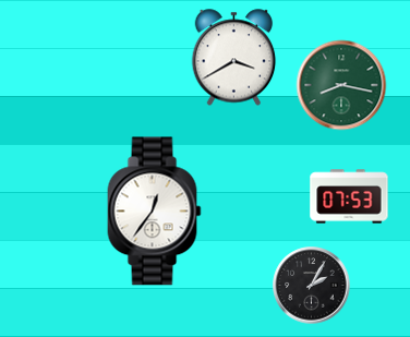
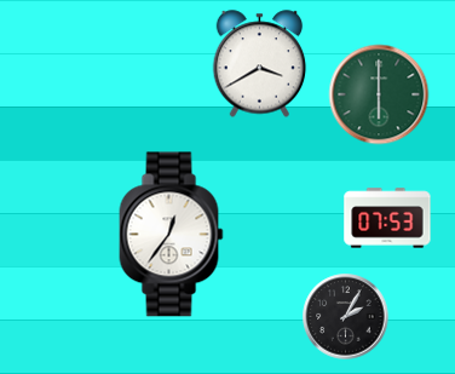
clock at (341, 85): 8:17 -> 6:00
